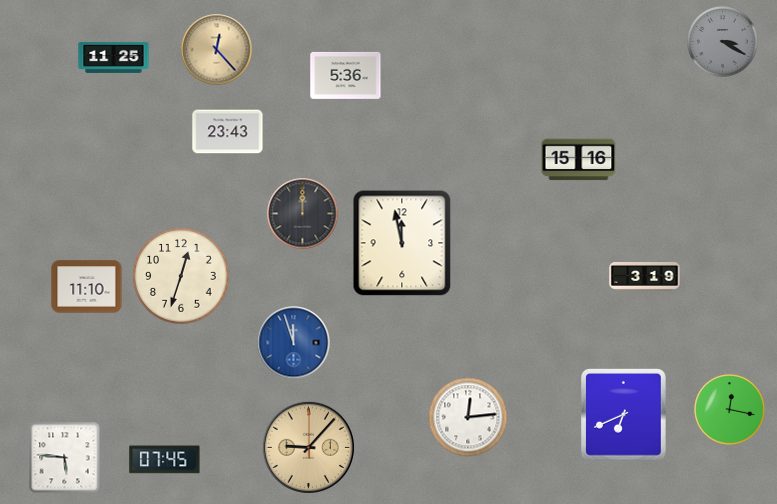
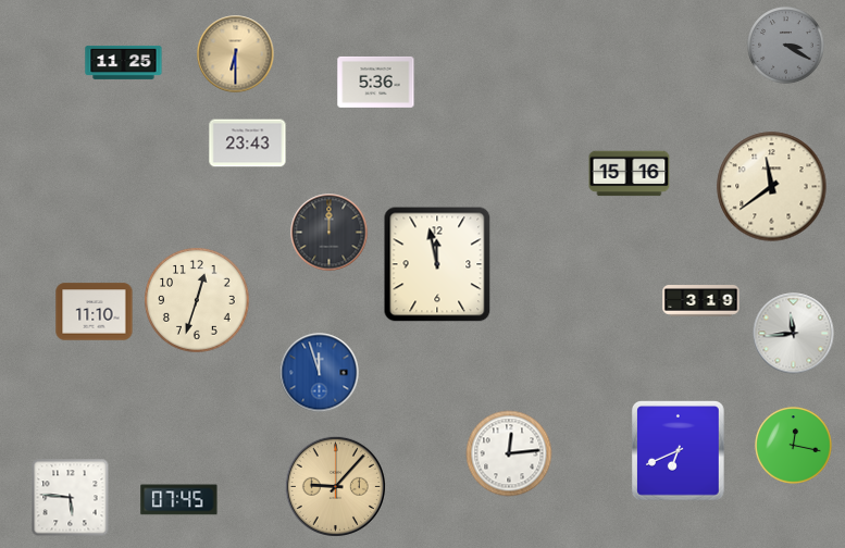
clock at (217, 50): 12:23 -> 6:30
clock at (772, 187): none -> 11:39
clock at (794, 334): none -> 11:44
